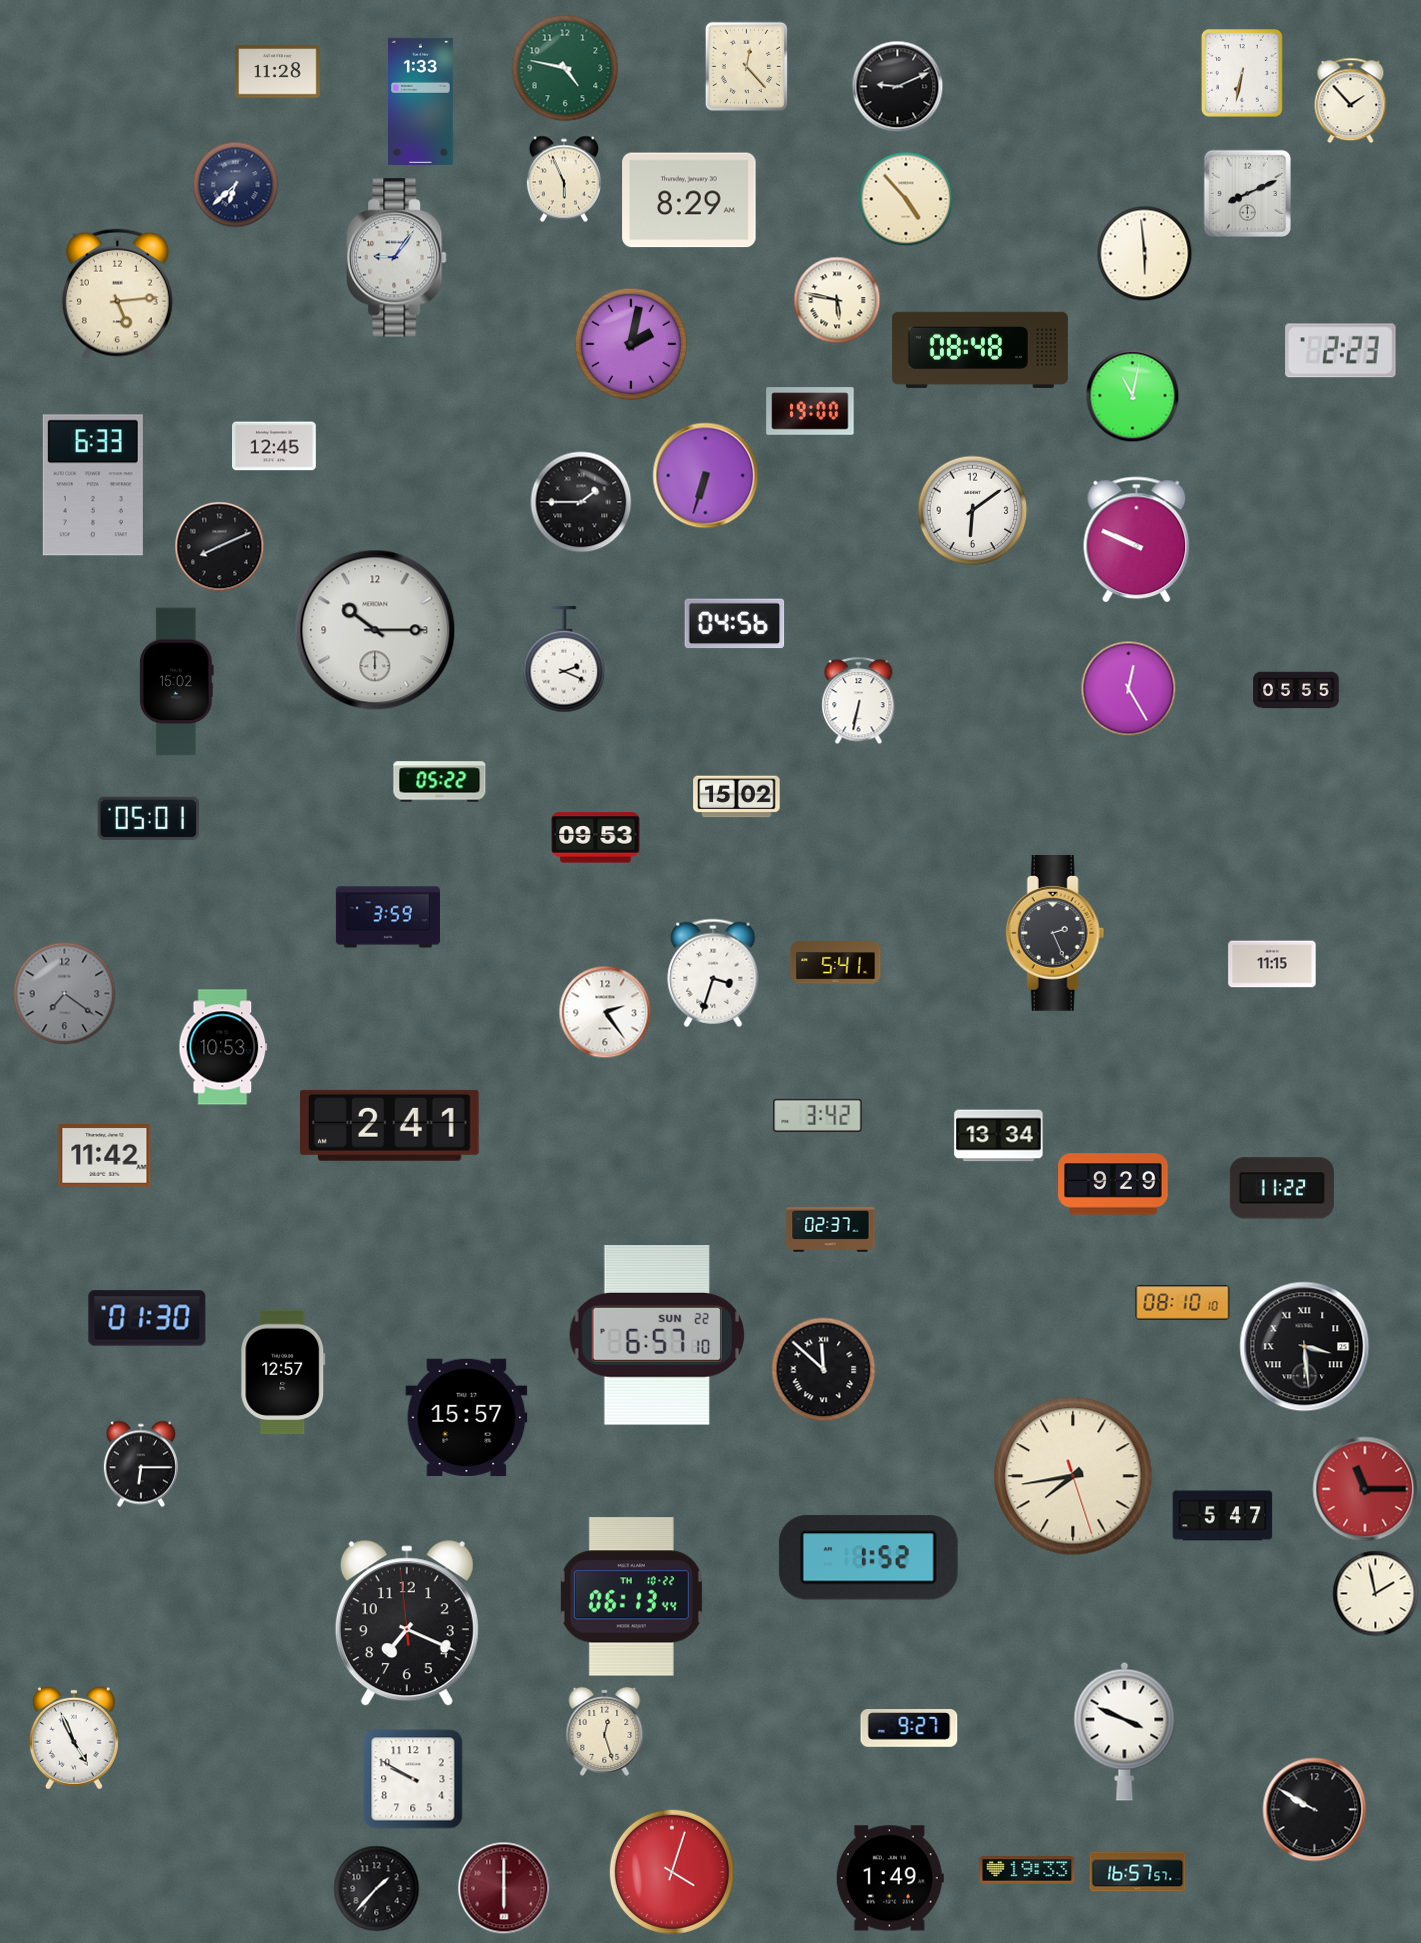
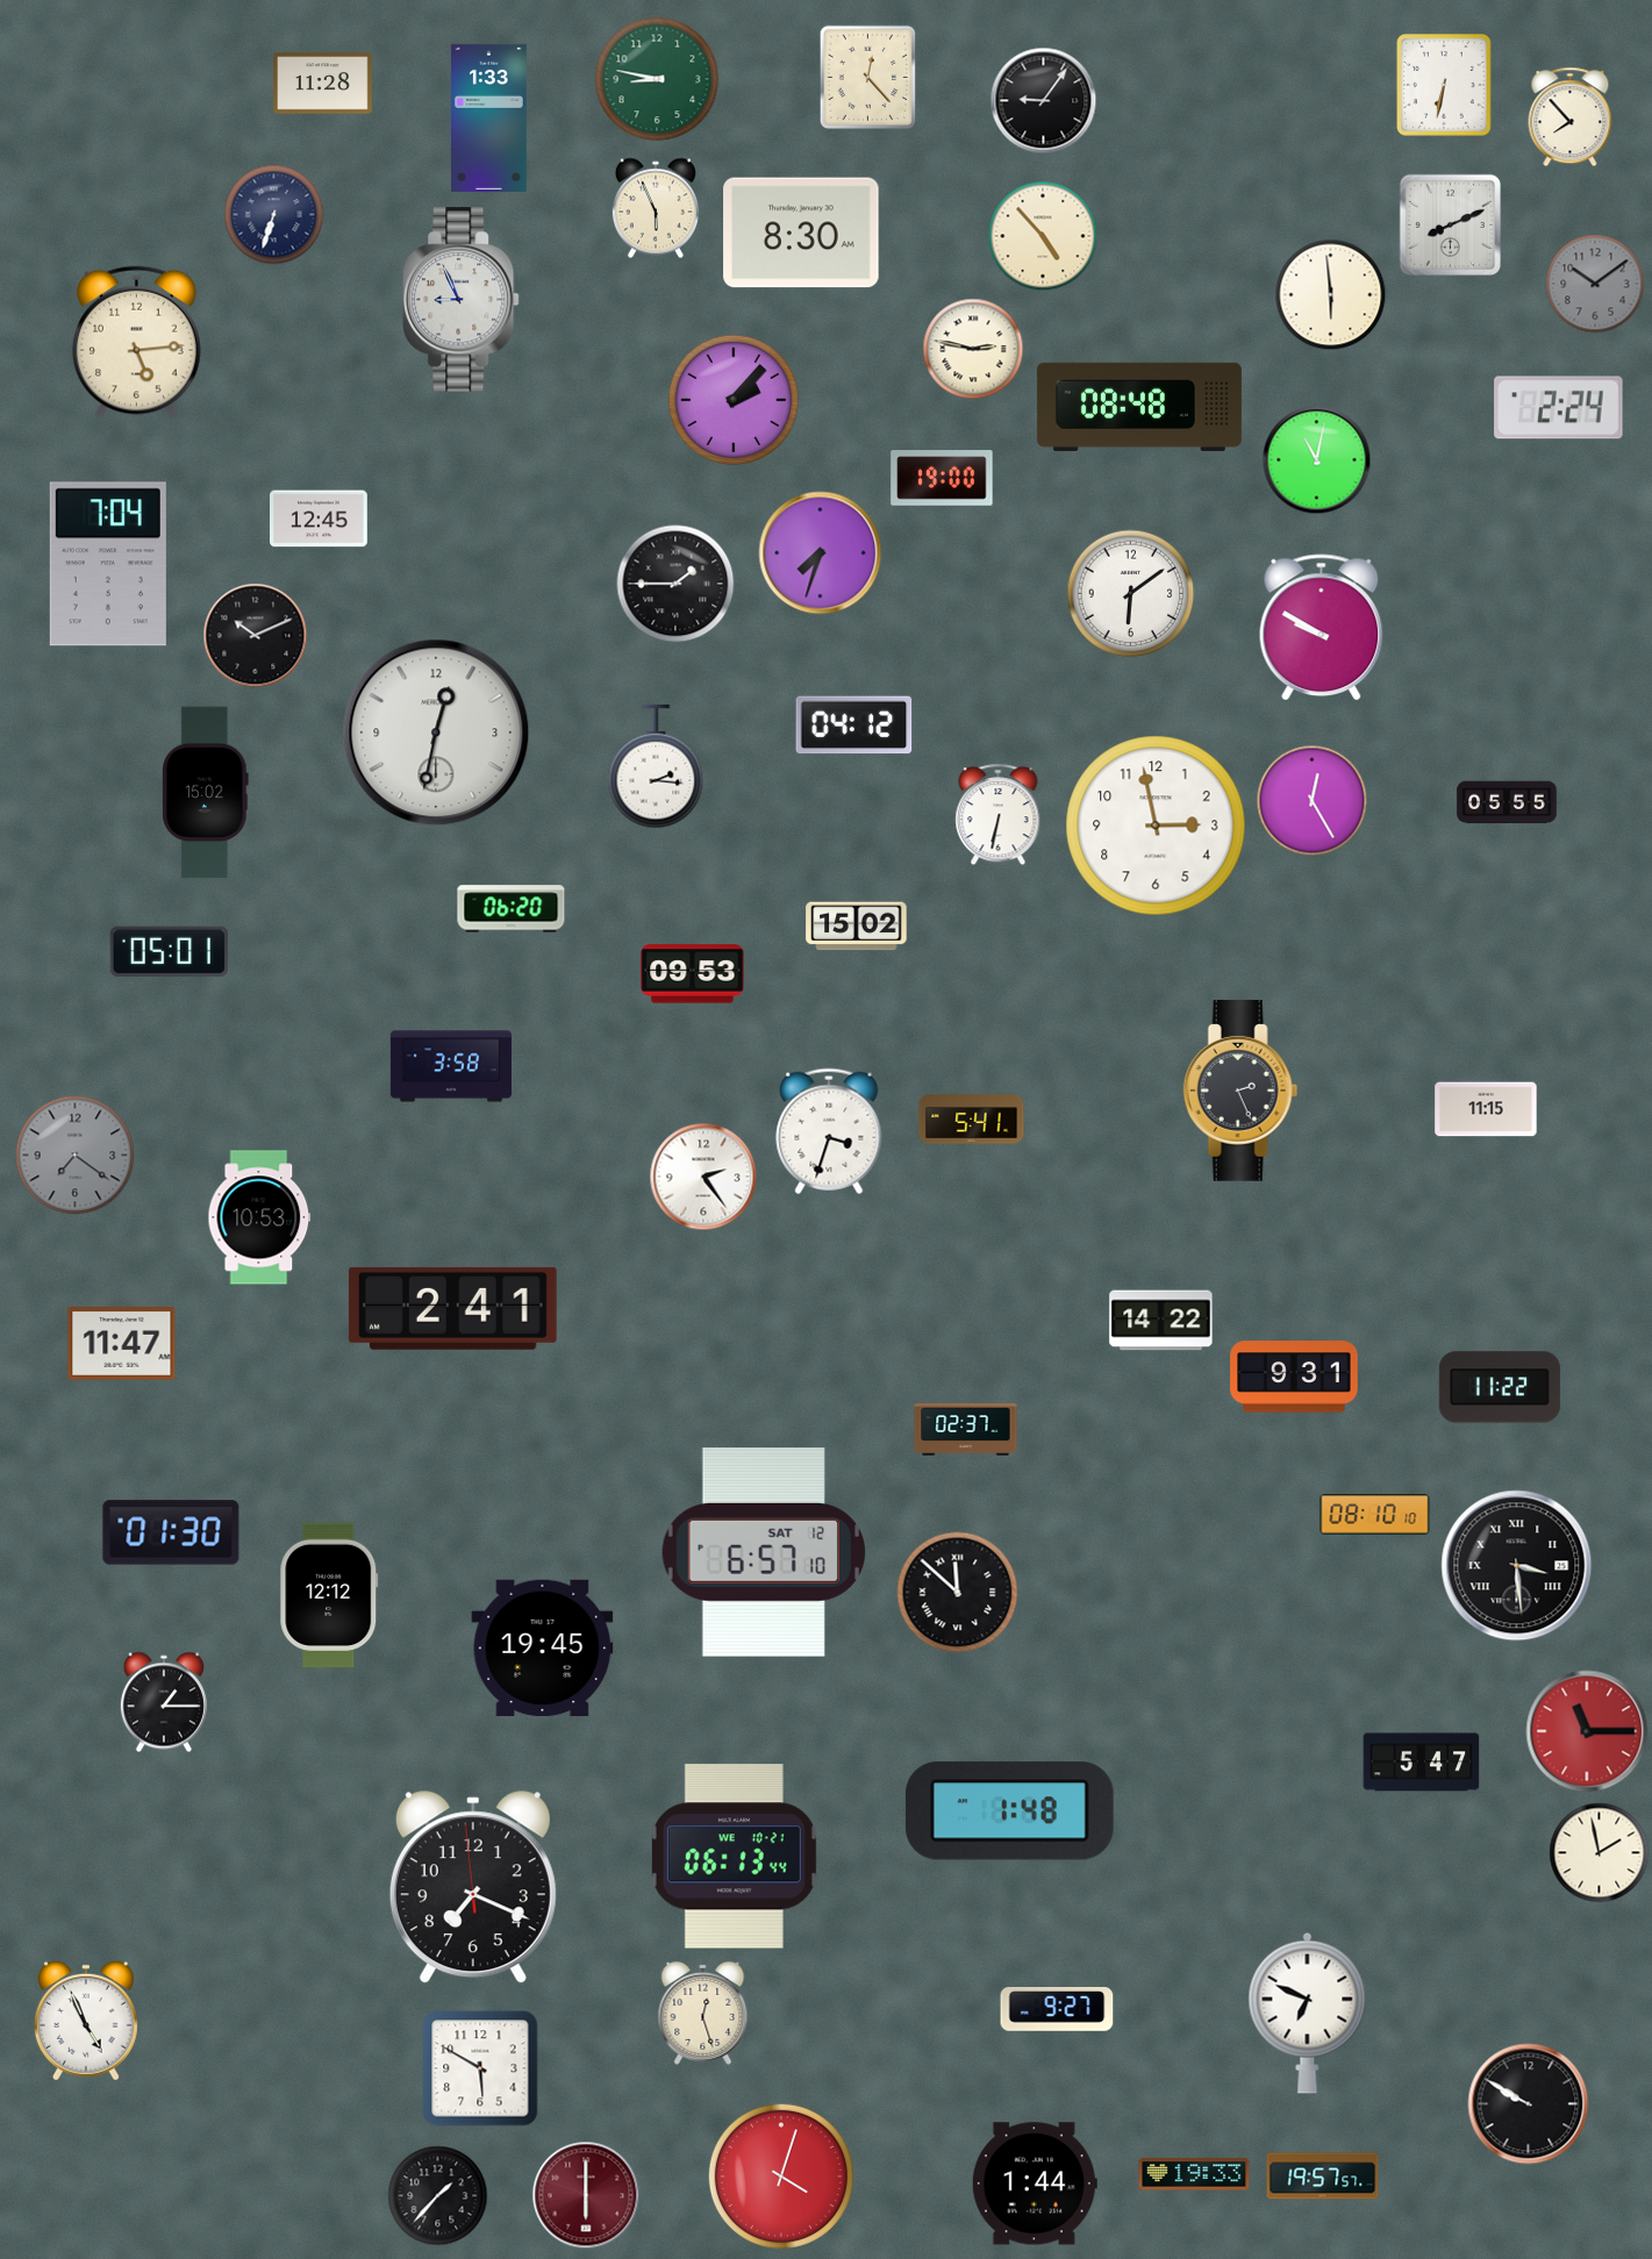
clock at (565, 68): 4:47 -> 8:47
clock at (898, 87): 9:11 -> 9:06
clock at (1351, 101): 1:53 -> 7:53
clock at (236, 185): 6:38 -> 6:33
clock at (906, 199) position: (906, 199) -> (1043, 236)
clock at (689, 200): 8:29 -> 8:30
clock at (1595, 284): none -> 10:09
clock at (397, 258): 9:06 -> 8:56
clock at (837, 300): 5:47 -> 2:47
clock at (631, 344): 2:02 -> 2:07
clock at (1341, 351): 2:23 -> 2:24
clock at (706, 476): 6:33 -> 7:33
clock at (93, 485): 6:33 -> 7:04
clock at (1137, 540): 9:49 -> 9:50
clock at (220, 547): 8:11 -> 10:11
clock at (735, 624): 04:56 -> 04:12
clock at (375, 630): 10:15 -> 12:32
clock at (564, 659): 2:19 -> 2:16
clock at (1156, 825): none -> 2:58
clock at (440, 782): 05:22 -> 06:20
clock at (148, 818) position: (148, 818) -> (169, 951)
clock at (388, 917): 3:59 -> 3:58
clock at (1055, 934) position: (1055, 934) -> (1240, 1092)
clock at (1272, 964) position: (1272, 964) -> (1486, 1109)
clock at (818, 1115): 3:42 -> none
clock at (999, 1136): 13:34 -> 14:22
clock at (105, 1156): 11:42 -> 11:47
clock at (1113, 1184): 9:29 -> 9:31
clock at (1282, 1188) position: (1282, 1188) -> (1500, 1387)
clock at (656, 1336) date: SUN 22 -> SAT 12
clock at (283, 1372): 12:57 -> 12:12
clock at (467, 1418): 15:57 -> 19:45
clock at (141, 1464): 6:15 -> 1:15
clock at (1073, 1476): 7:43 -> none
clock at (868, 1558): 1:52 -> 1:48
clock at (631, 1597) date: TH 10-22 -> WE 10-21
clock at (1125, 1731): 3:49 -> 6:49
clock at (413, 1779): 9:50 -> 5:50
clock at (1138, 1872): 16:57 -> 19:57
clock at (890, 1878): 1:49 -> 1:44
